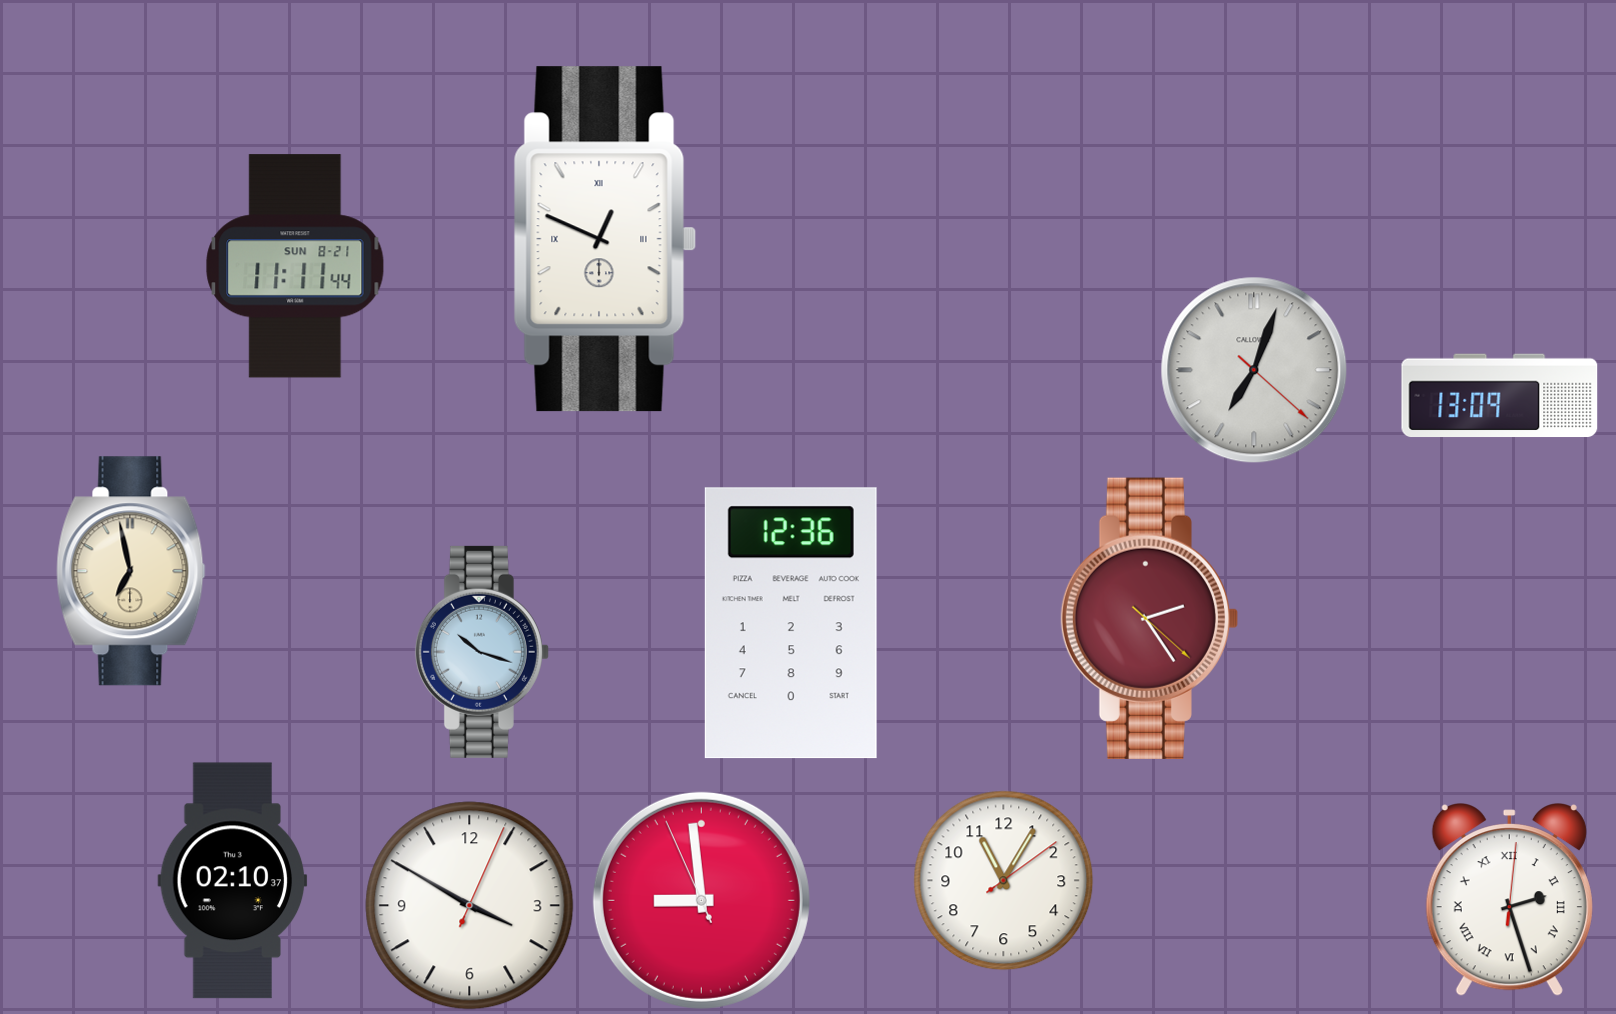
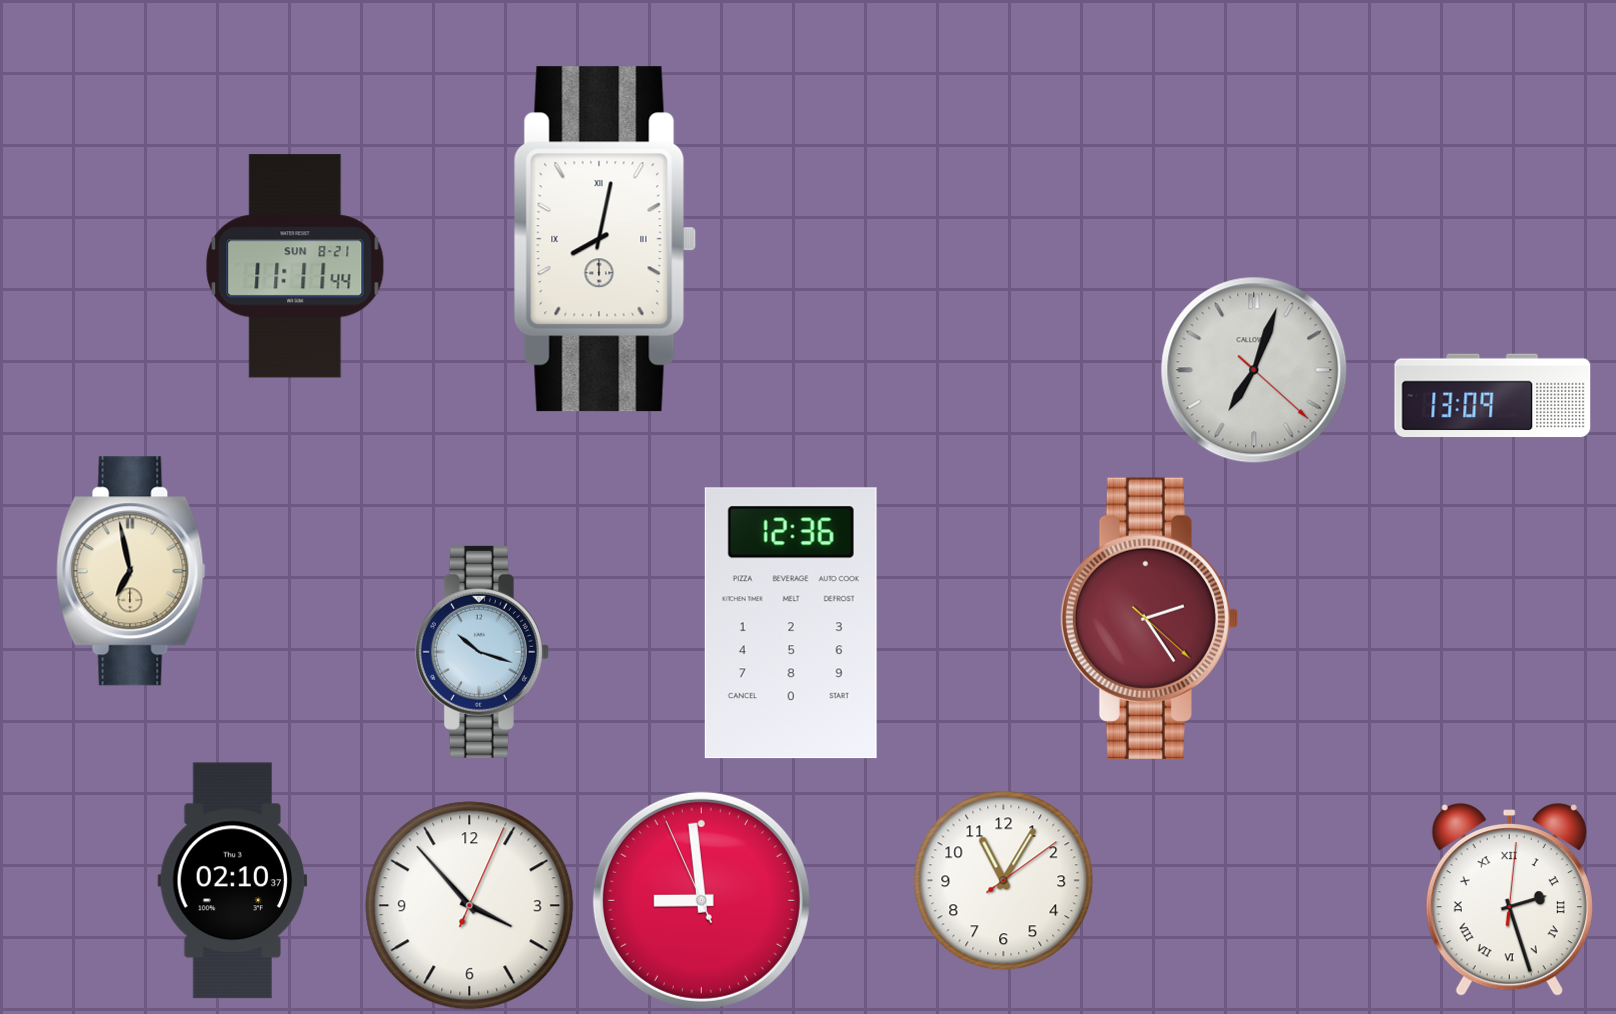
clock at (605, 239): 12:49 -> 8:02
clock at (1500, 396) position: (1500, 396) -> (1493, 396)
clock at (470, 906): 3:50 -> 3:53
